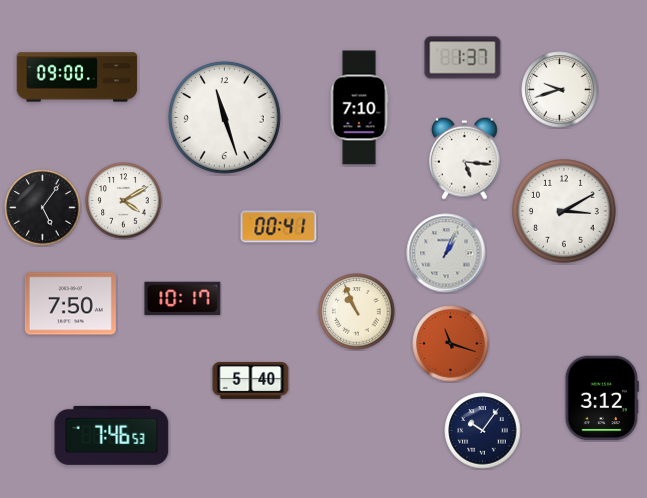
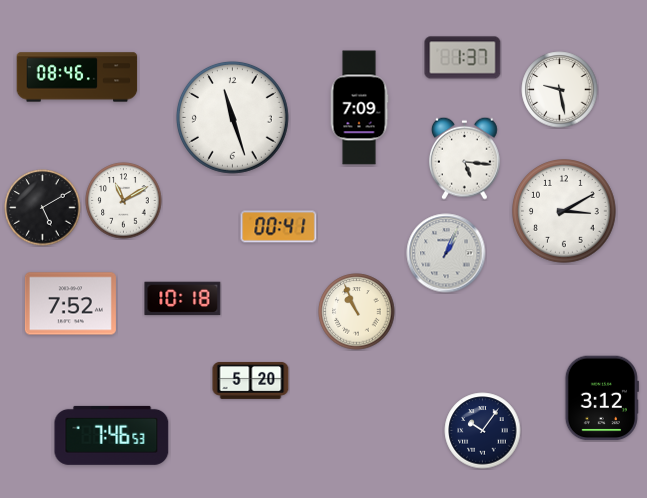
clock at (77, 77): 09:00 -> 08:46
clock at (560, 90): 9:42 -> 9:28
clock at (359, 108): 7:10 -> 7:09
clock at (224, 117) position: (224, 117) -> (232, 117)
clock at (124, 201): 4:10 -> 11:10
clock at (43, 208): 5:06 -> 5:10
clock at (183, 299): 10:17 -> 10:18
clock at (70, 304): 7:50 -> 7:52
clock at (451, 344): 11:18 -> none
clock at (251, 381): 5:40 -> 5:20
